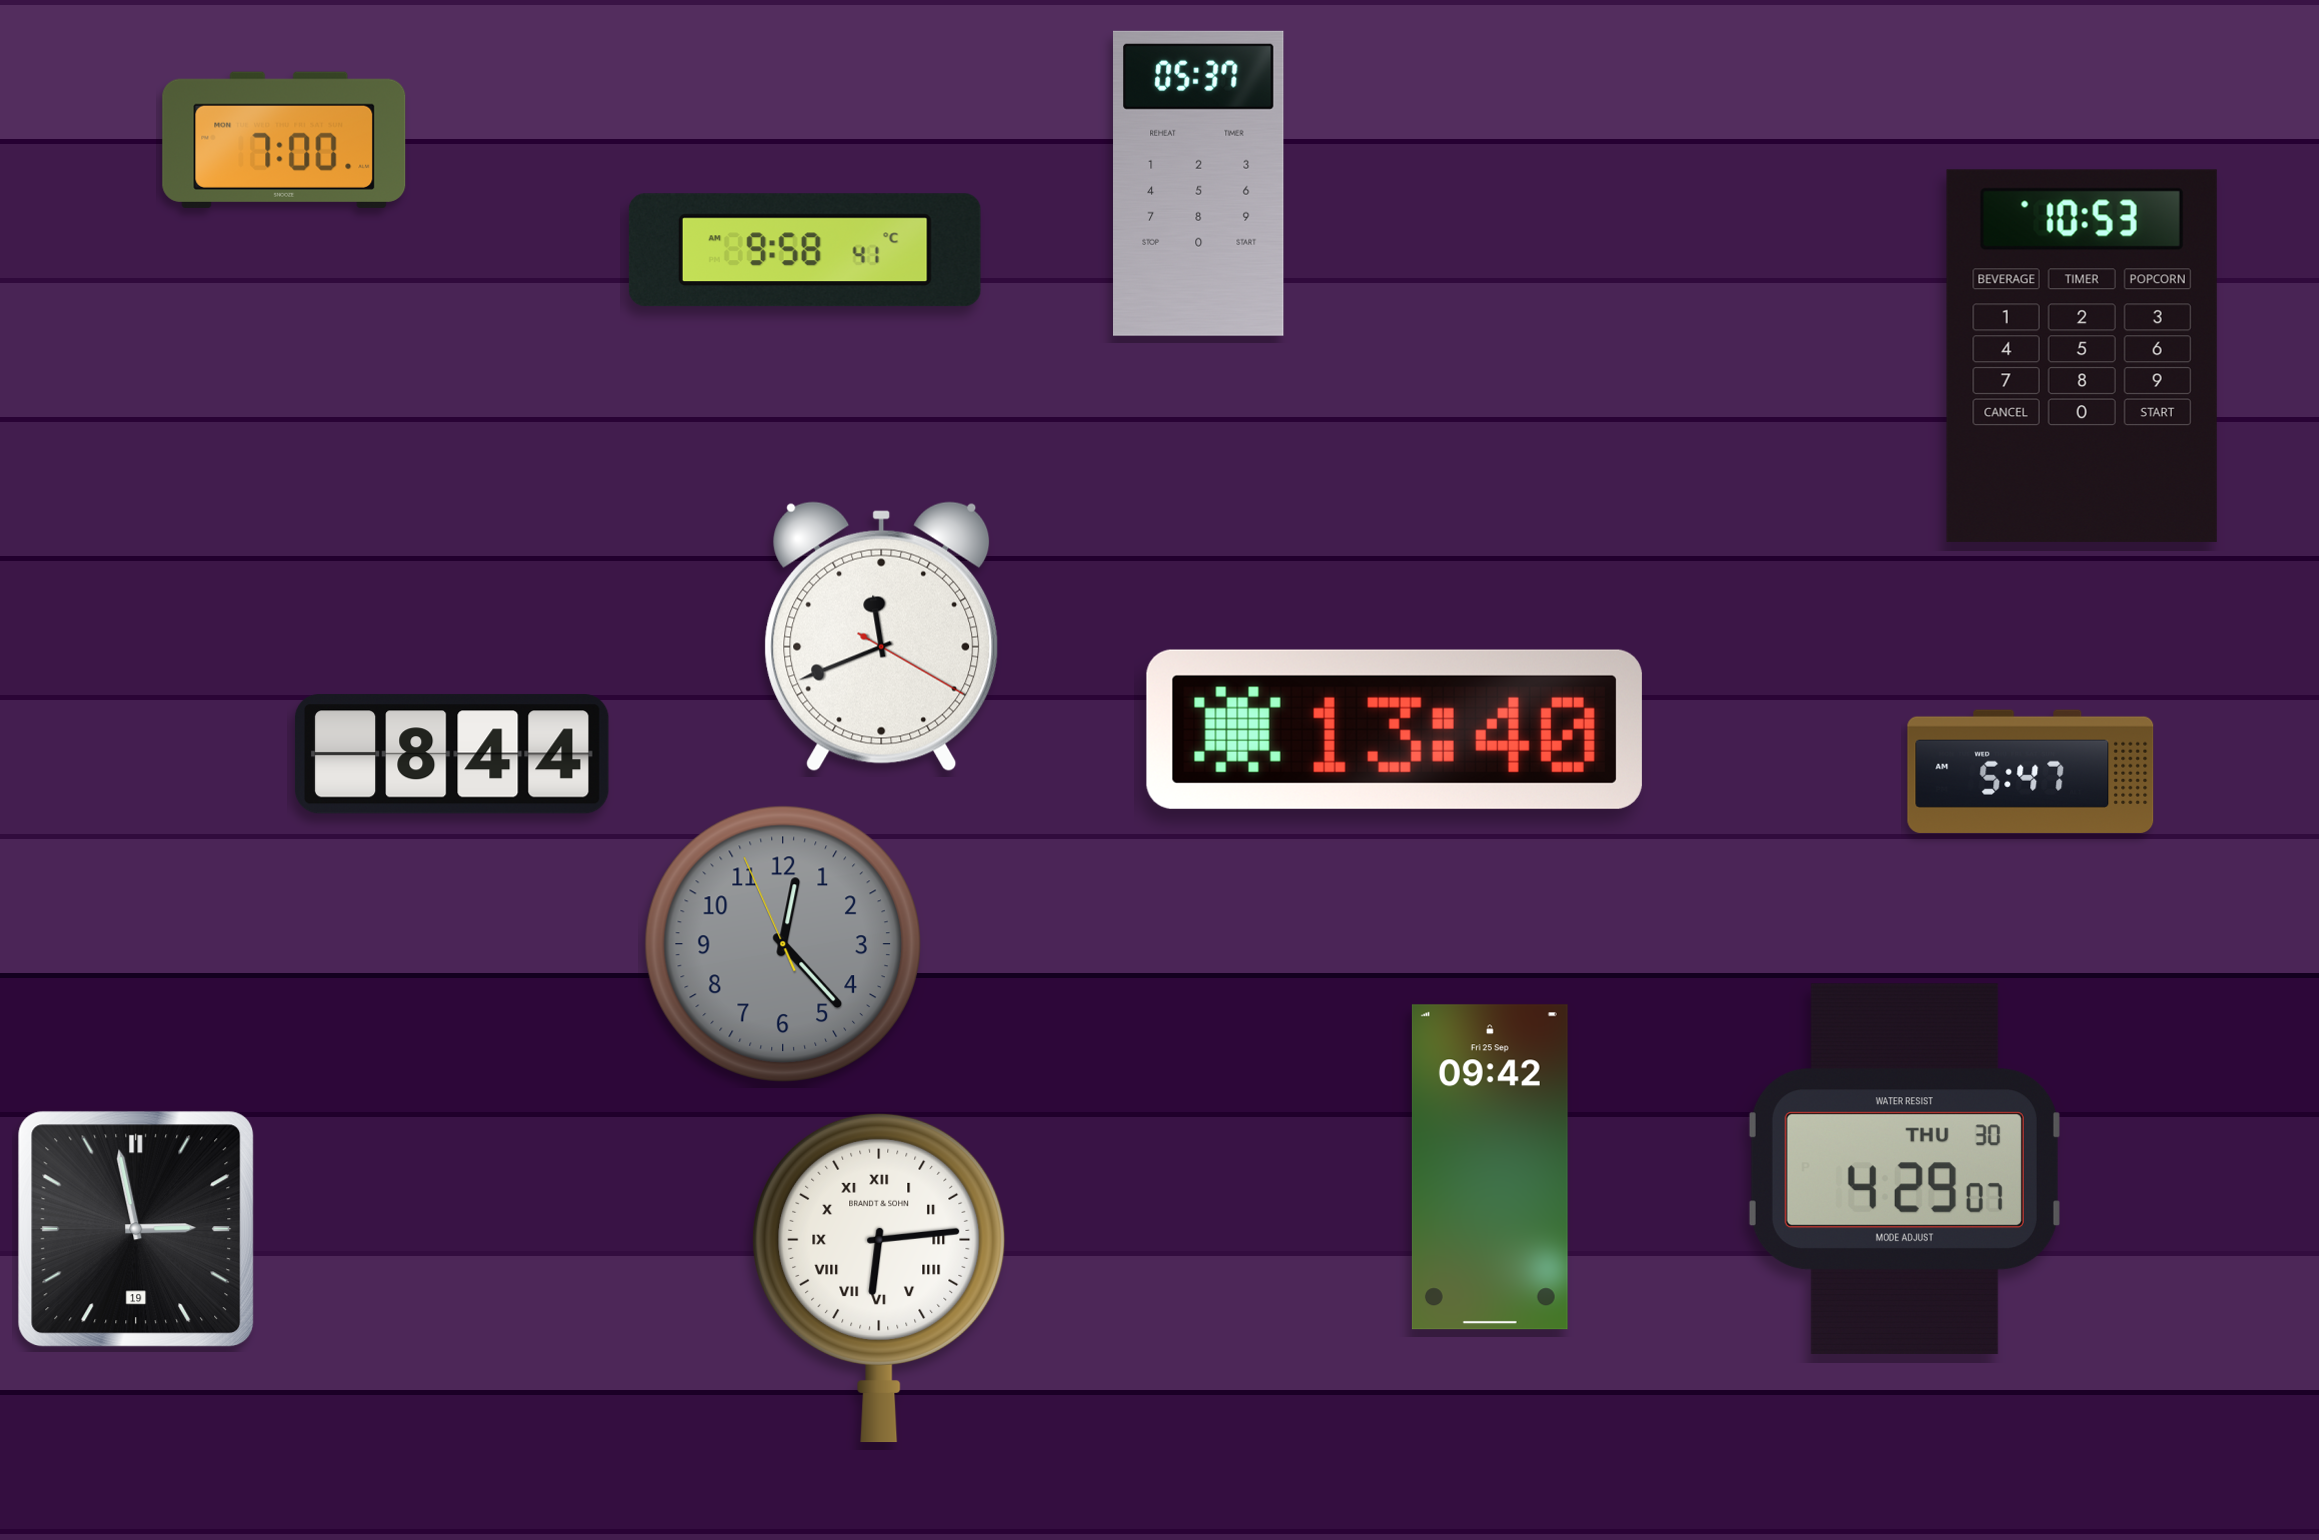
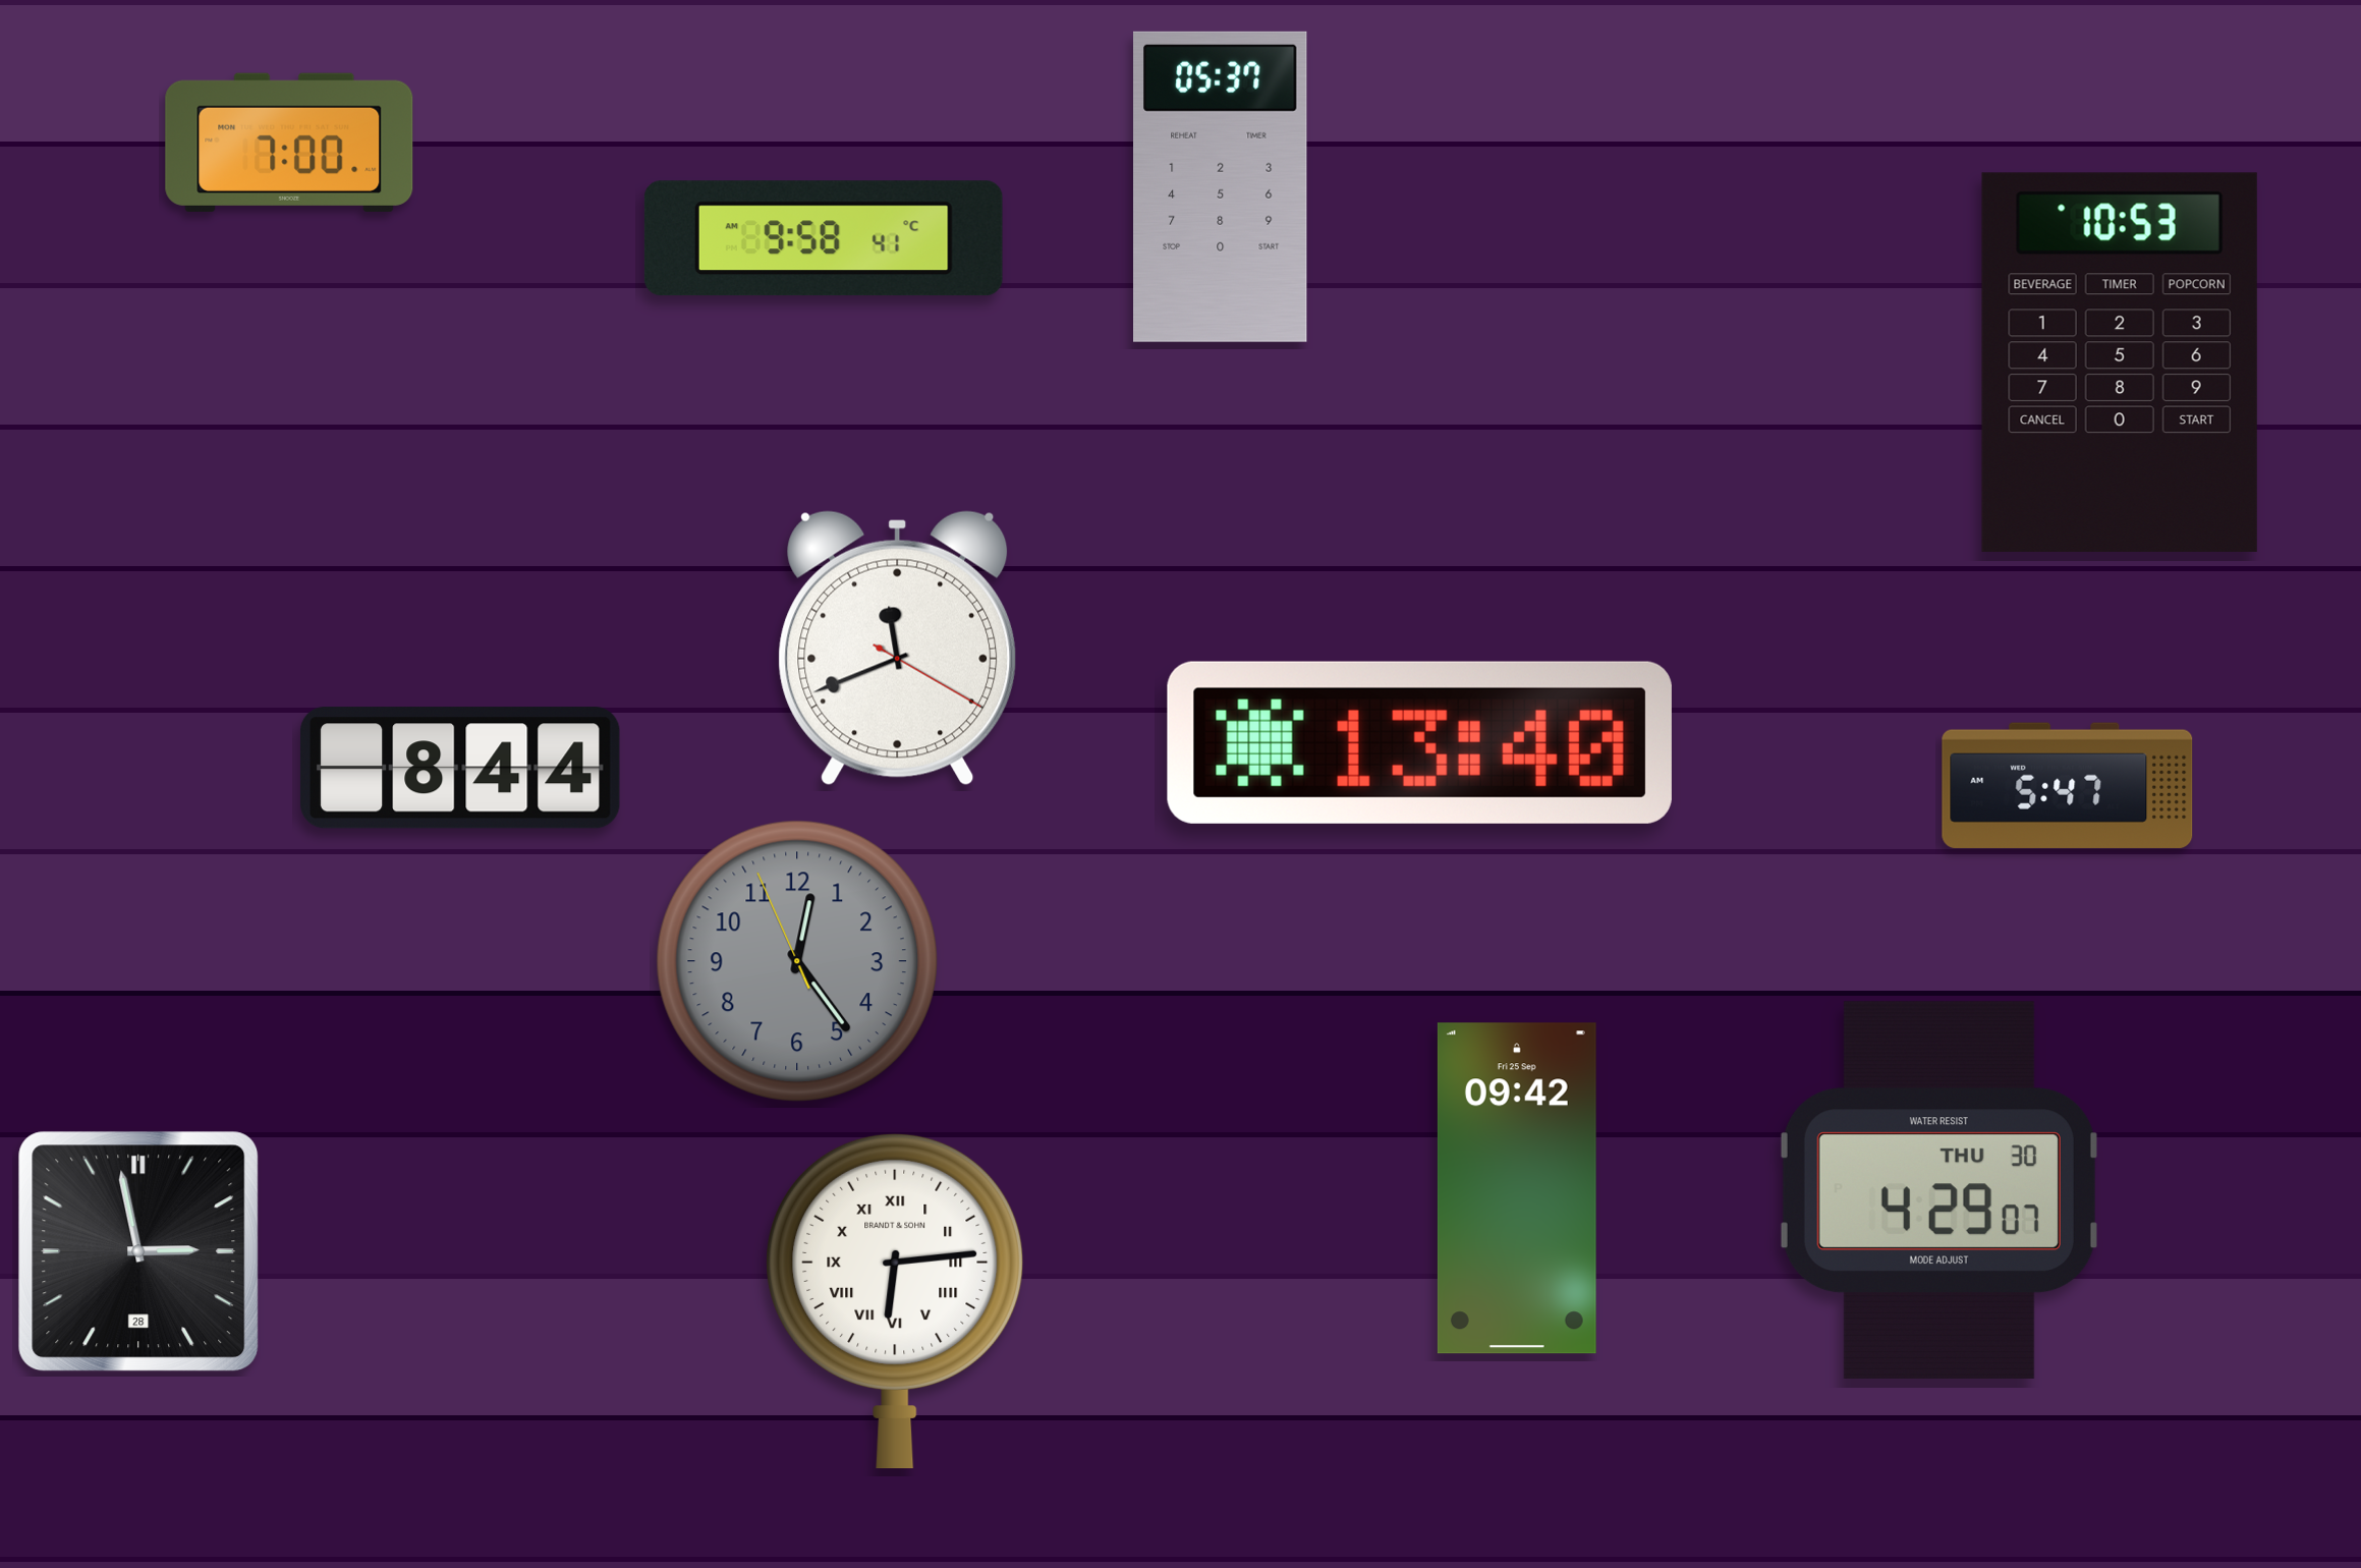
clock at (805, 250) position: (805, 250) -> (824, 238)
clock at (783, 944): 12:22 -> 12:23
clock at (136, 1229) date: 19 -> 28
